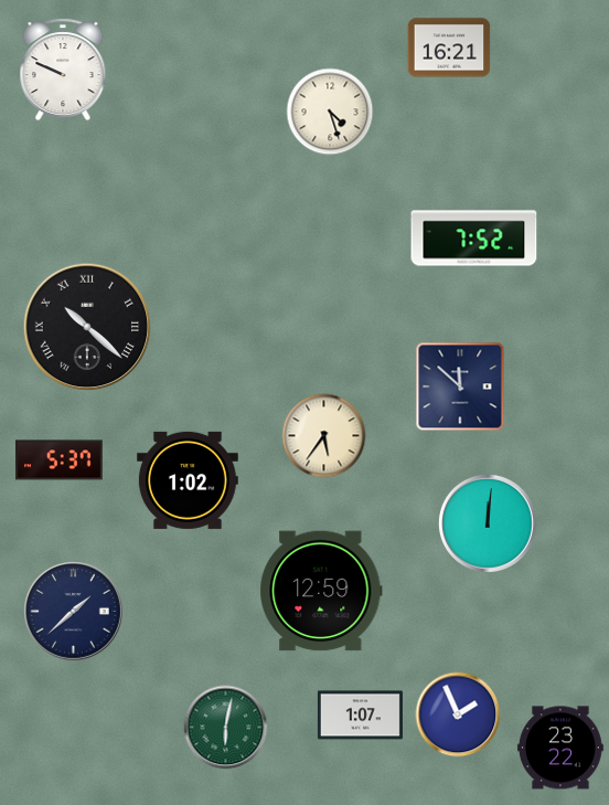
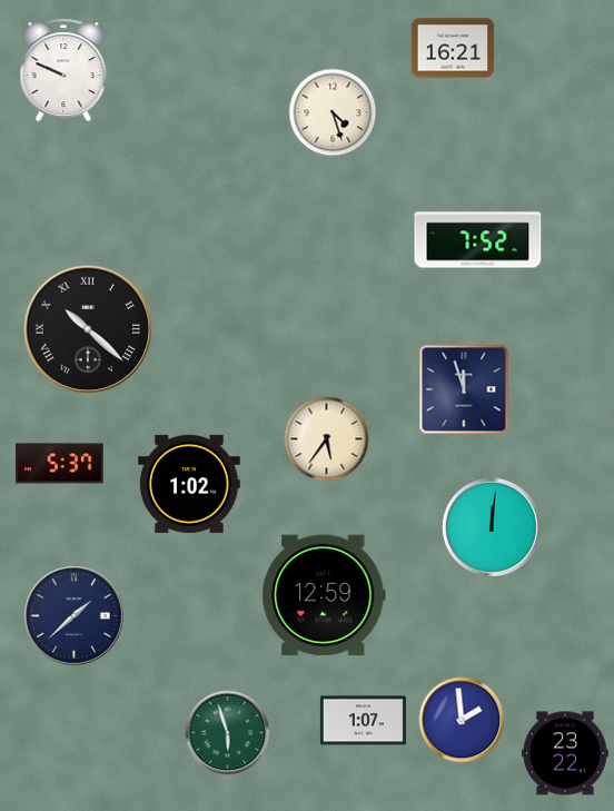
clock at (460, 386): 11:52 -> 11:57
clock at (458, 714): 1:56 -> 1:59
clock at (226, 728): 6:02 -> 5:57
